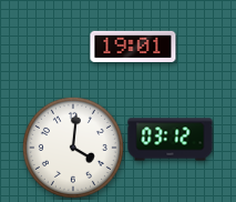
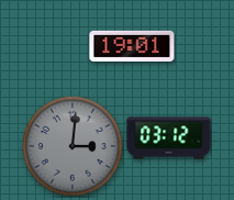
clock at (73, 148): 4:01 -> 3:01
clock at (73, 148) dial: white -> grey
